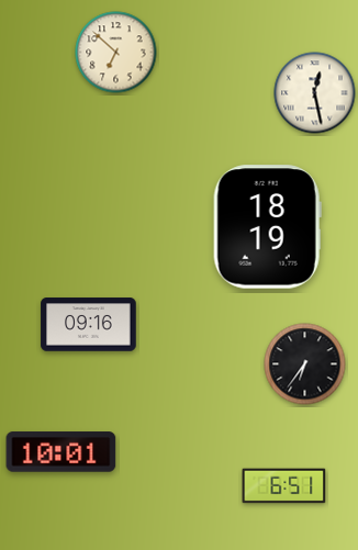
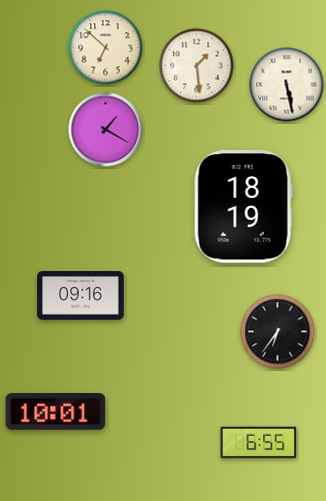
clock at (197, 66): none -> 1:29
clock at (315, 93): 12:28 -> 5:28
clock at (106, 130): none -> 1:20
clock at (284, 486): 6:51 -> 6:55
